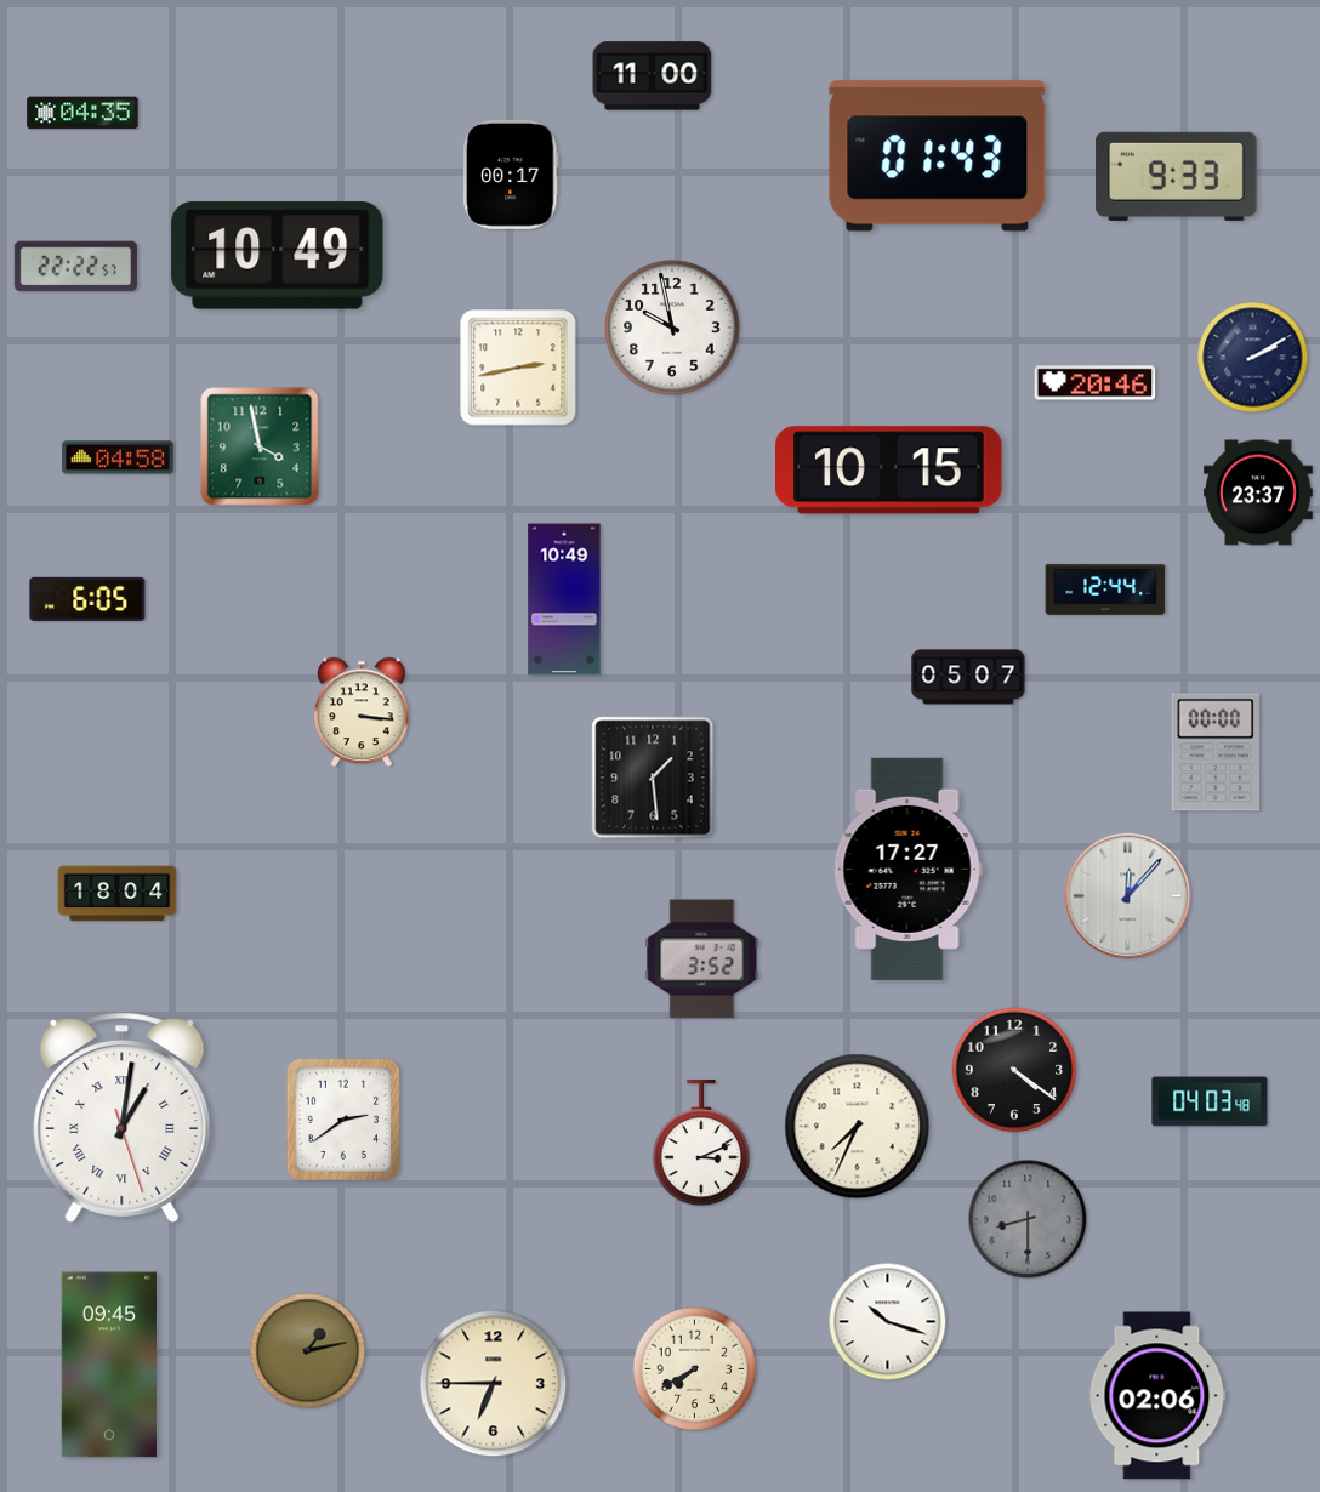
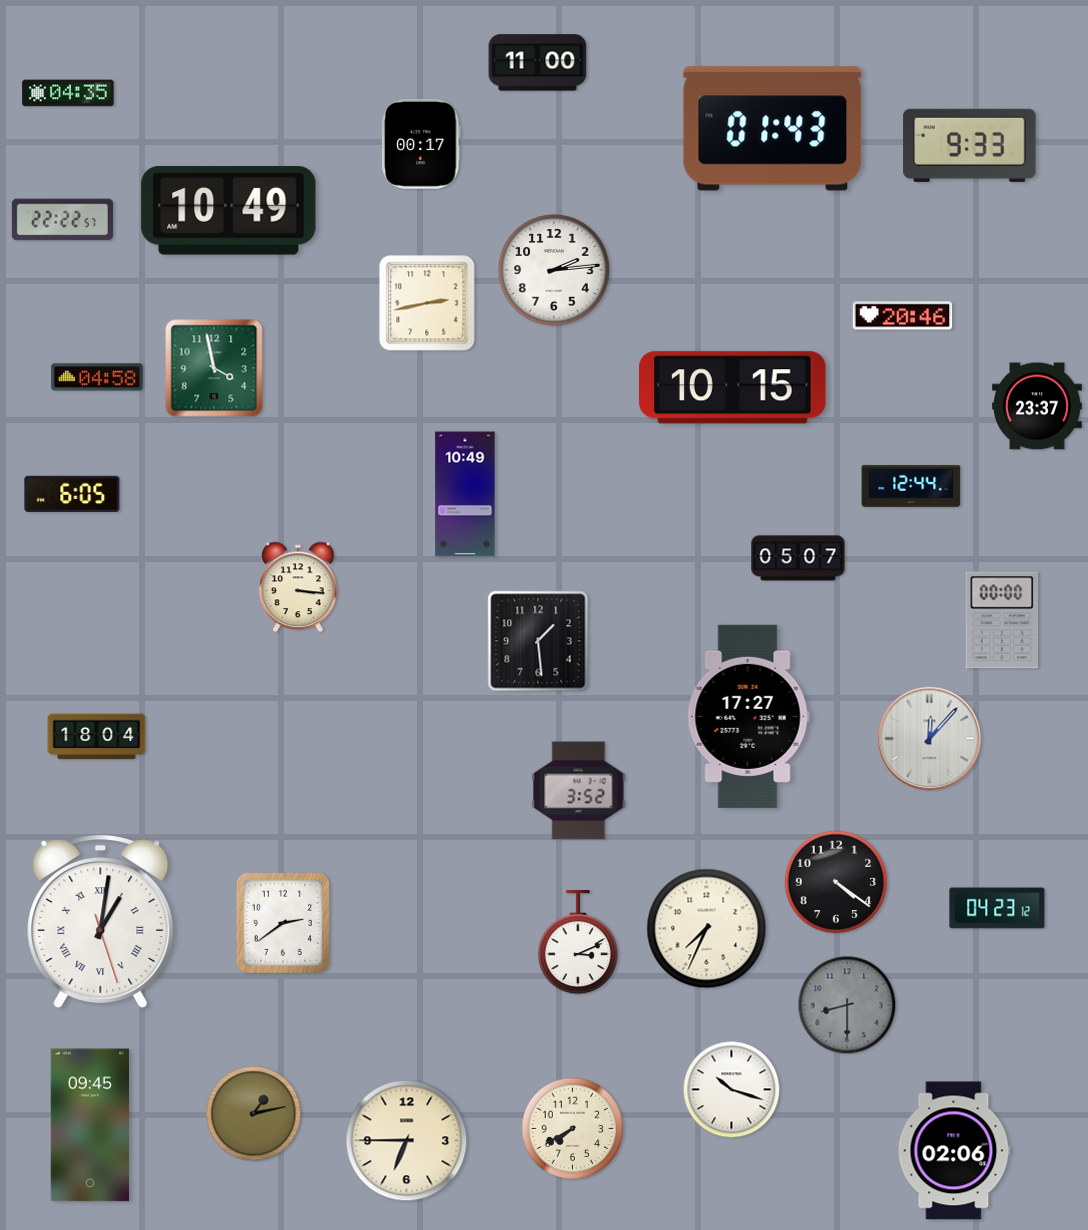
clock at (672, 328): 9:58 -> 2:14
clock at (1253, 358): 2:10 -> none
clock at (1210, 1101): 04:03 -> 04:23
